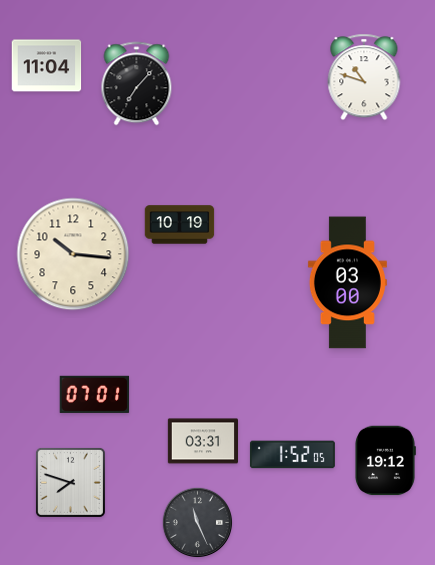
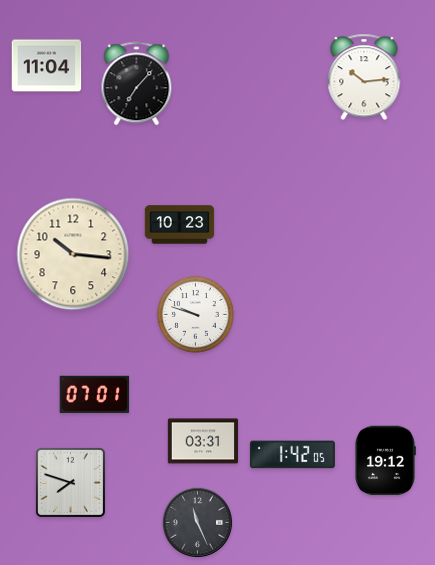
clock at (364, 77): 10:48 -> 10:14
clock at (180, 225): 10:19 -> 10:23
clock at (347, 283): 03:00 -> none
clock at (195, 314): none -> 9:48
clock at (292, 455): 1:52 -> 1:42
